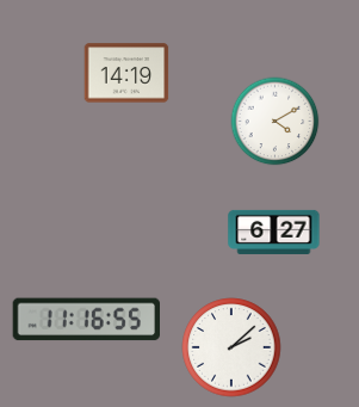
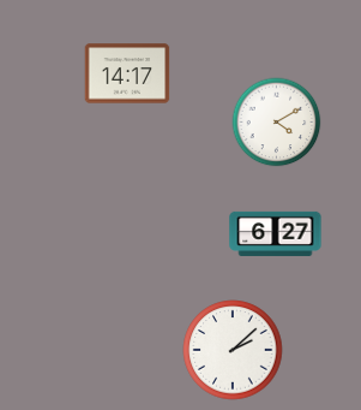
clock at (126, 73): 14:19 -> 14:17
clock at (86, 320): 11:16 -> none
